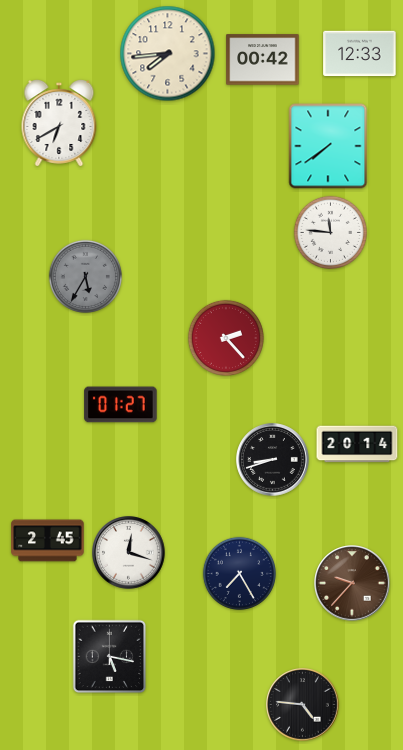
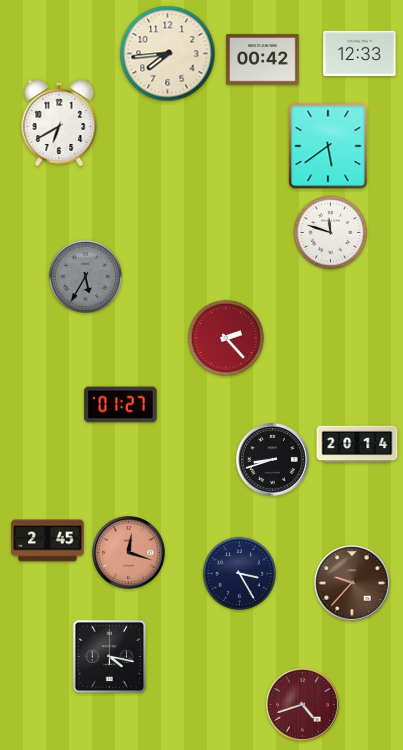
clock at (328, 146): 7:39 -> 5:39
clock at (330, 232): 11:46 -> 11:48
clock at (129, 553) dial: white -> salmon
clock at (239, 573): 7:25 -> 3:25
clock at (110, 657): 5:17 -> 4:17
clock at (303, 705): 4:46 -> 4:42
clock at (303, 705) dial: black -> burgundy
